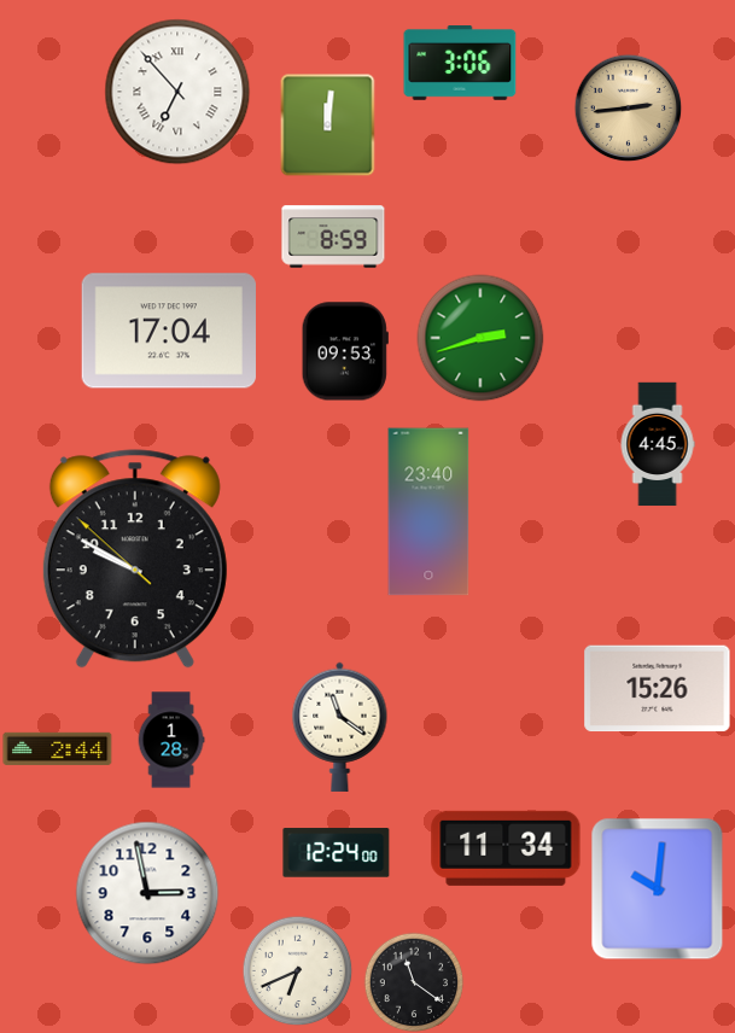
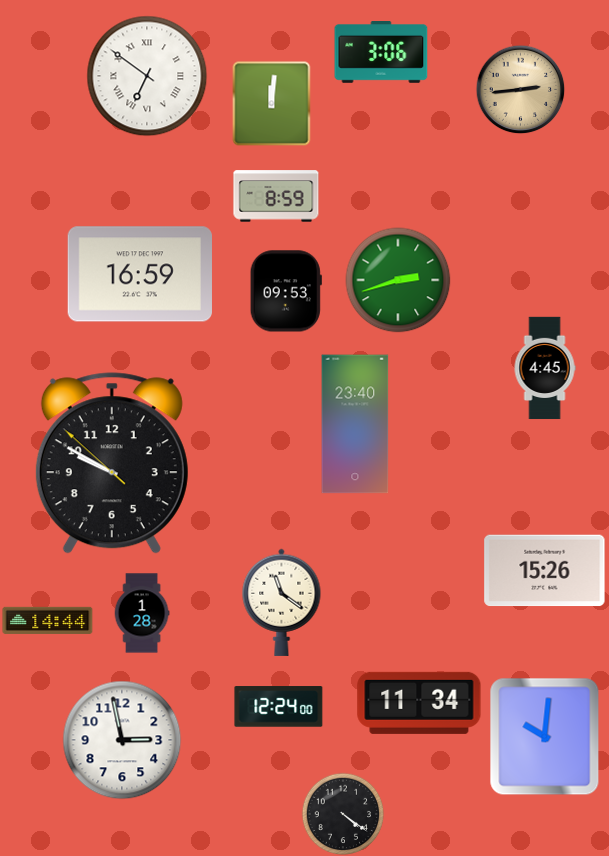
clock at (177, 92): 6:53 -> 6:51
clock at (169, 331): 17:04 -> 16:59
clock at (58, 748): 2:44 -> 14:44
clock at (297, 970): 6:41 -> none
clock at (414, 982): 11:21 -> 4:21
